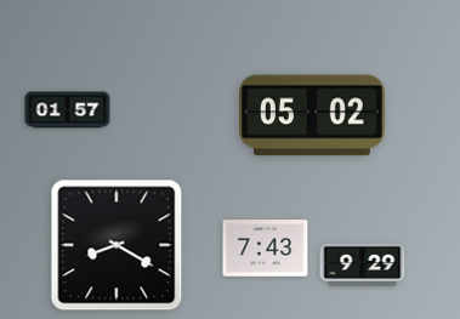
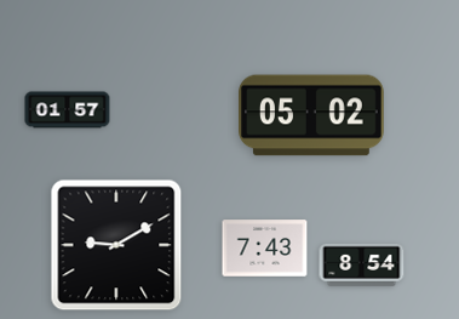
clock at (117, 245): 8:20 -> 9:10
clock at (363, 264): 9:29 -> 8:54
